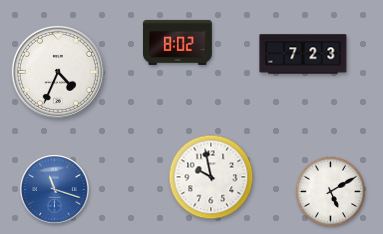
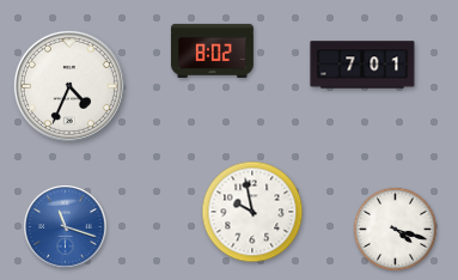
clock at (303, 54): 7:23 -> 7:01
clock at (331, 192): 5:10 -> 4:18
